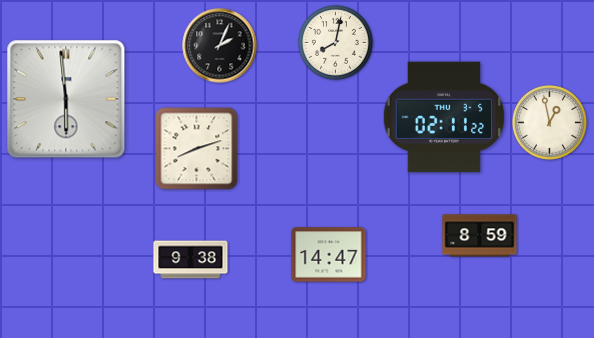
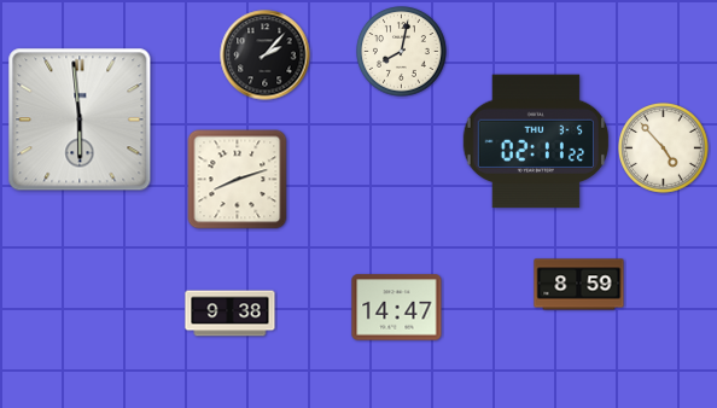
clock at (336, 43) position: (336, 43) -> (402, 52)
clock at (220, 46): 2:04 -> 2:07
clock at (550, 123): 12:58 -> 4:53
